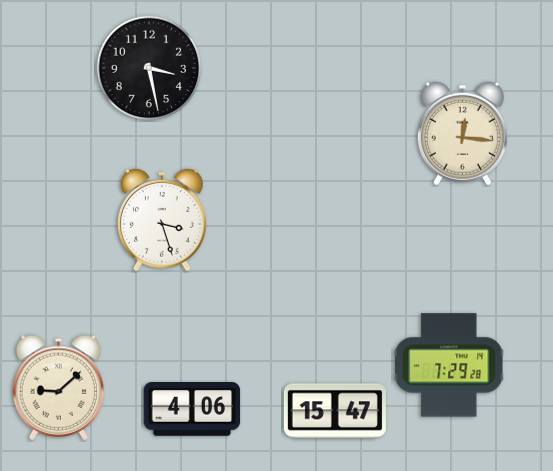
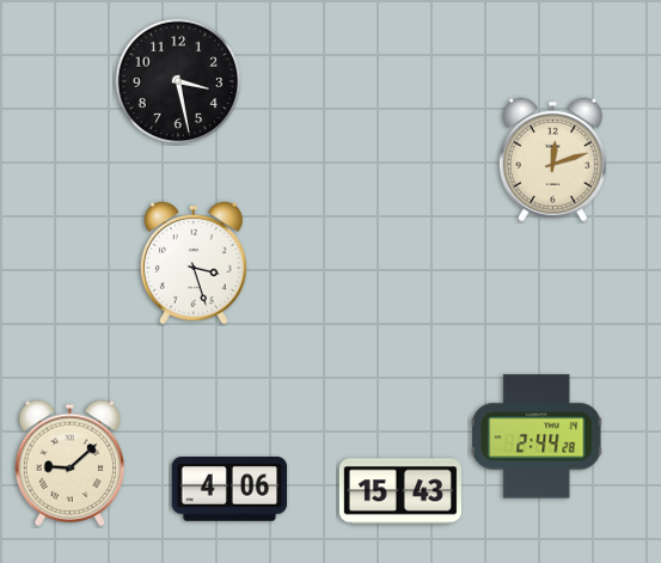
clock at (462, 134): 12:16 -> 12:12
clock at (450, 365): 7:29 -> 2:44
clock at (335, 411): 15:47 -> 15:43
